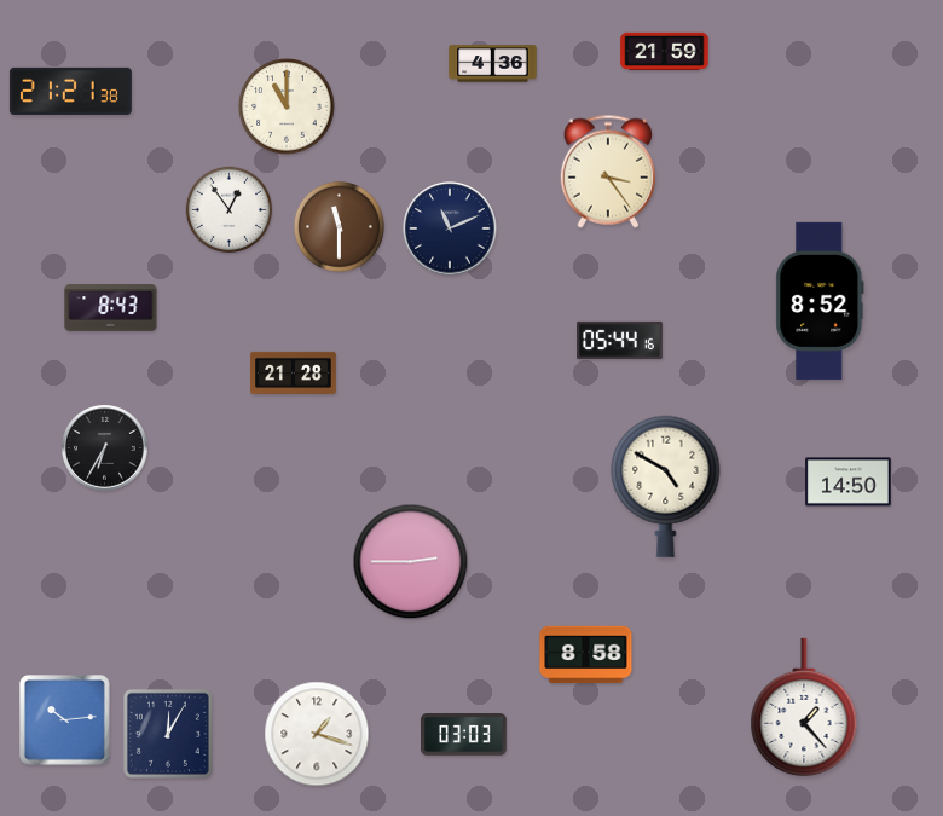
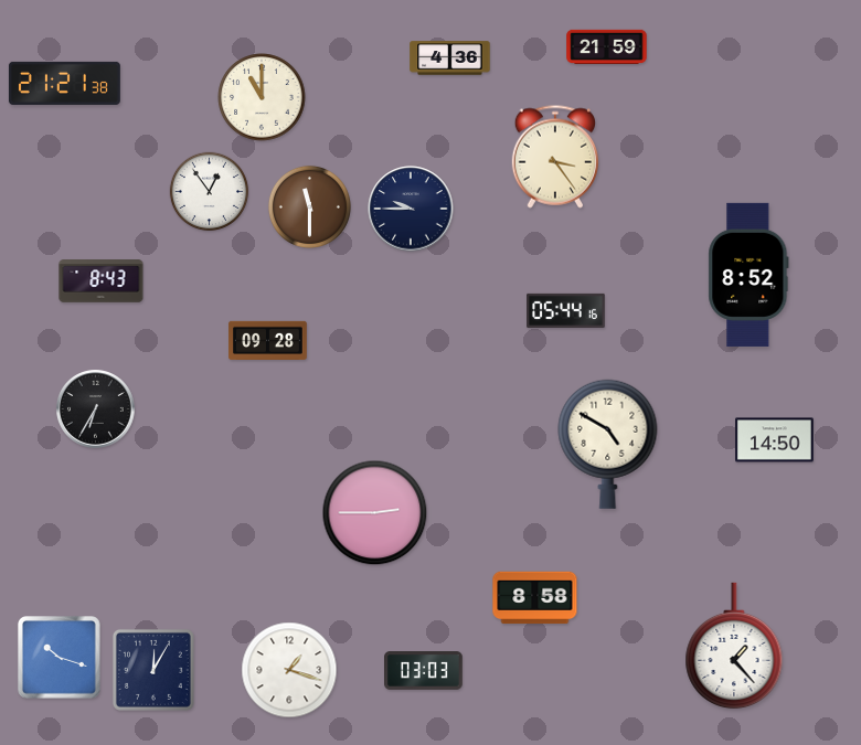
clock at (450, 228): 11:11 -> 9:45
clock at (294, 372): 21:28 -> 09:28
clock at (65, 720): 10:14 -> 10:18
